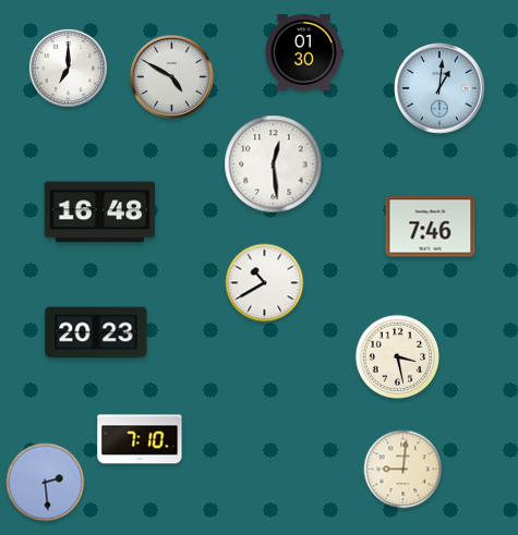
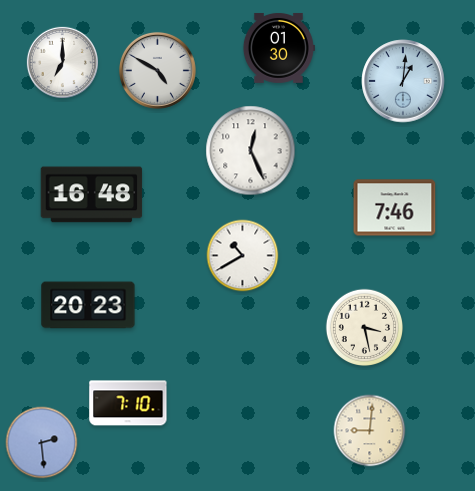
clock at (274, 165): 12:29 -> 12:26
clock at (265, 283) position: (265, 283) -> (243, 256)
